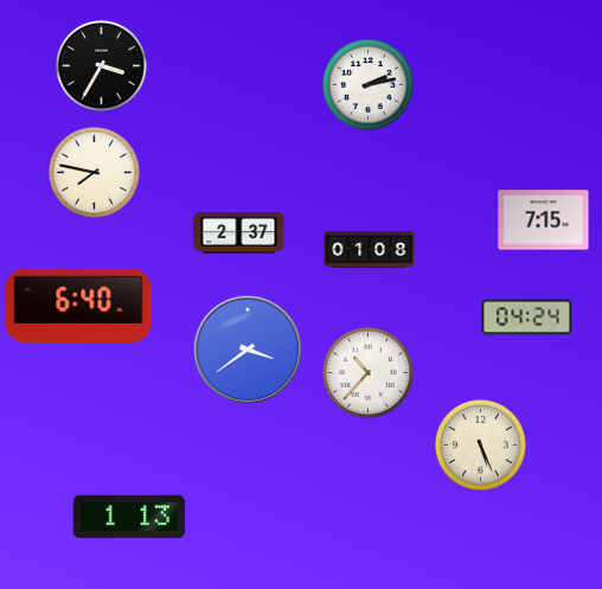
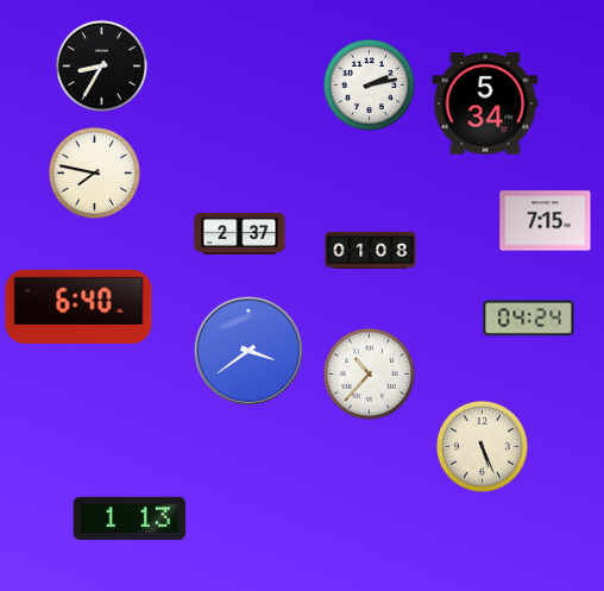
clock at (101, 65): 3:35 -> 8:35
clock at (485, 103): none -> 5:34
